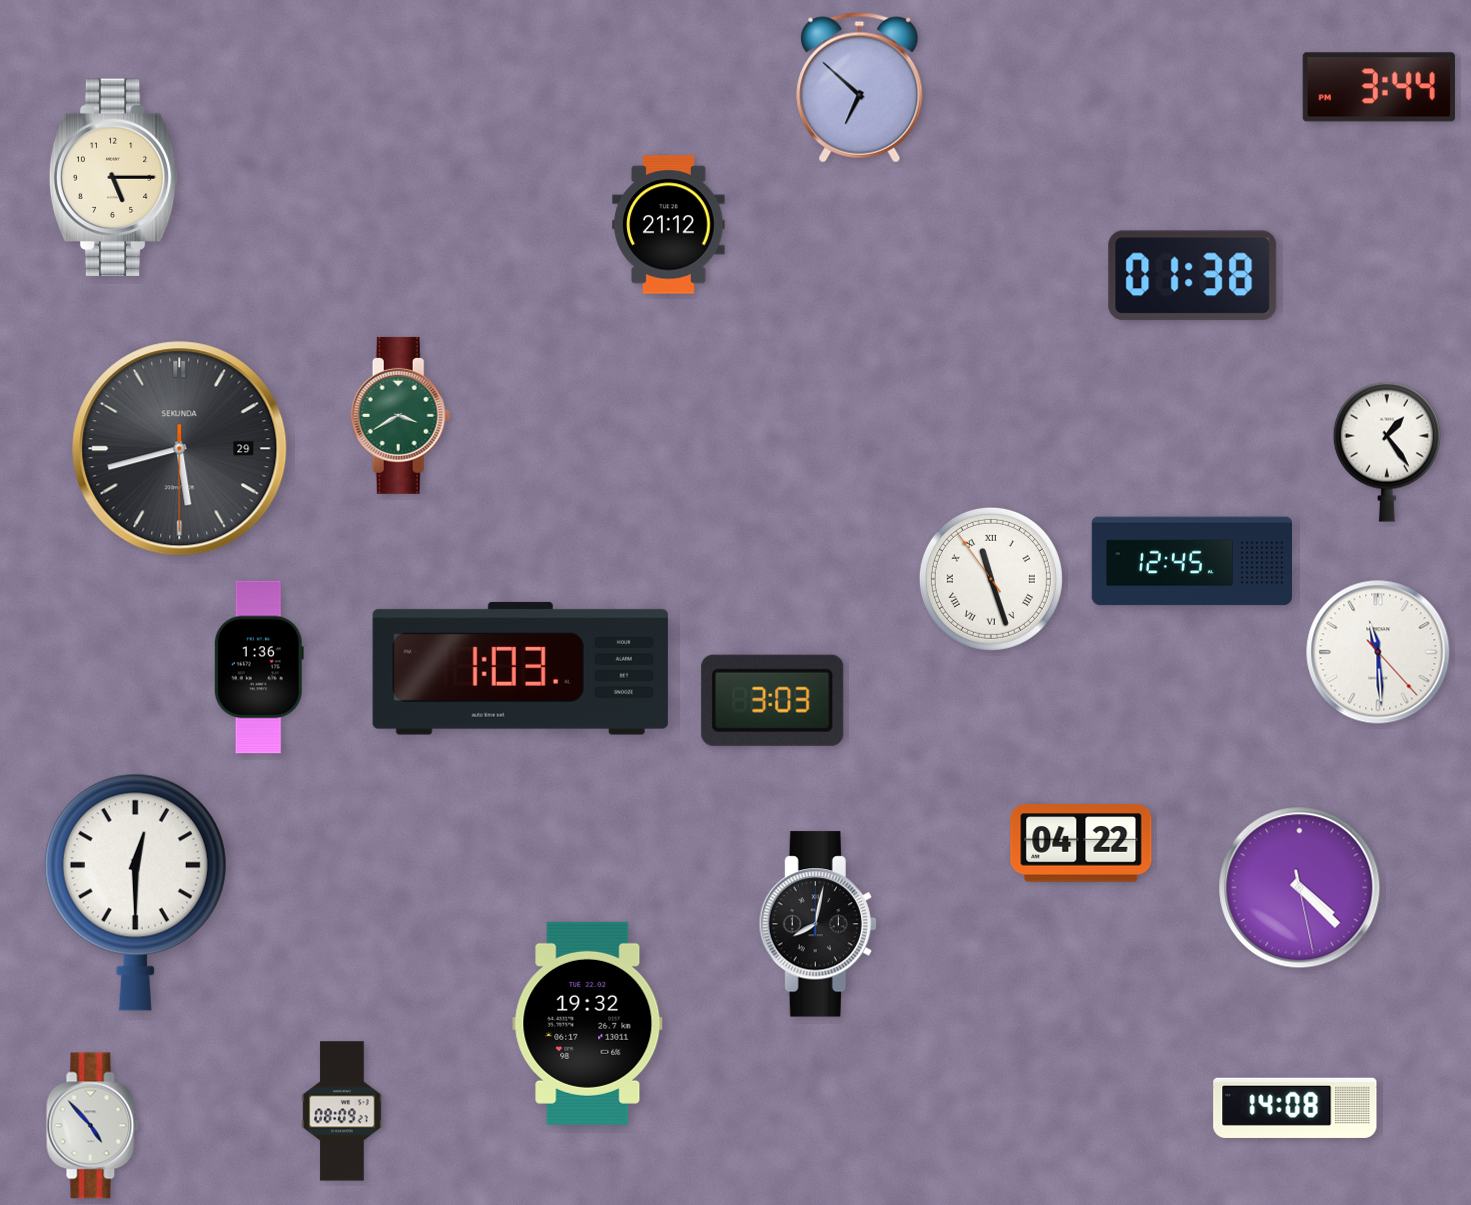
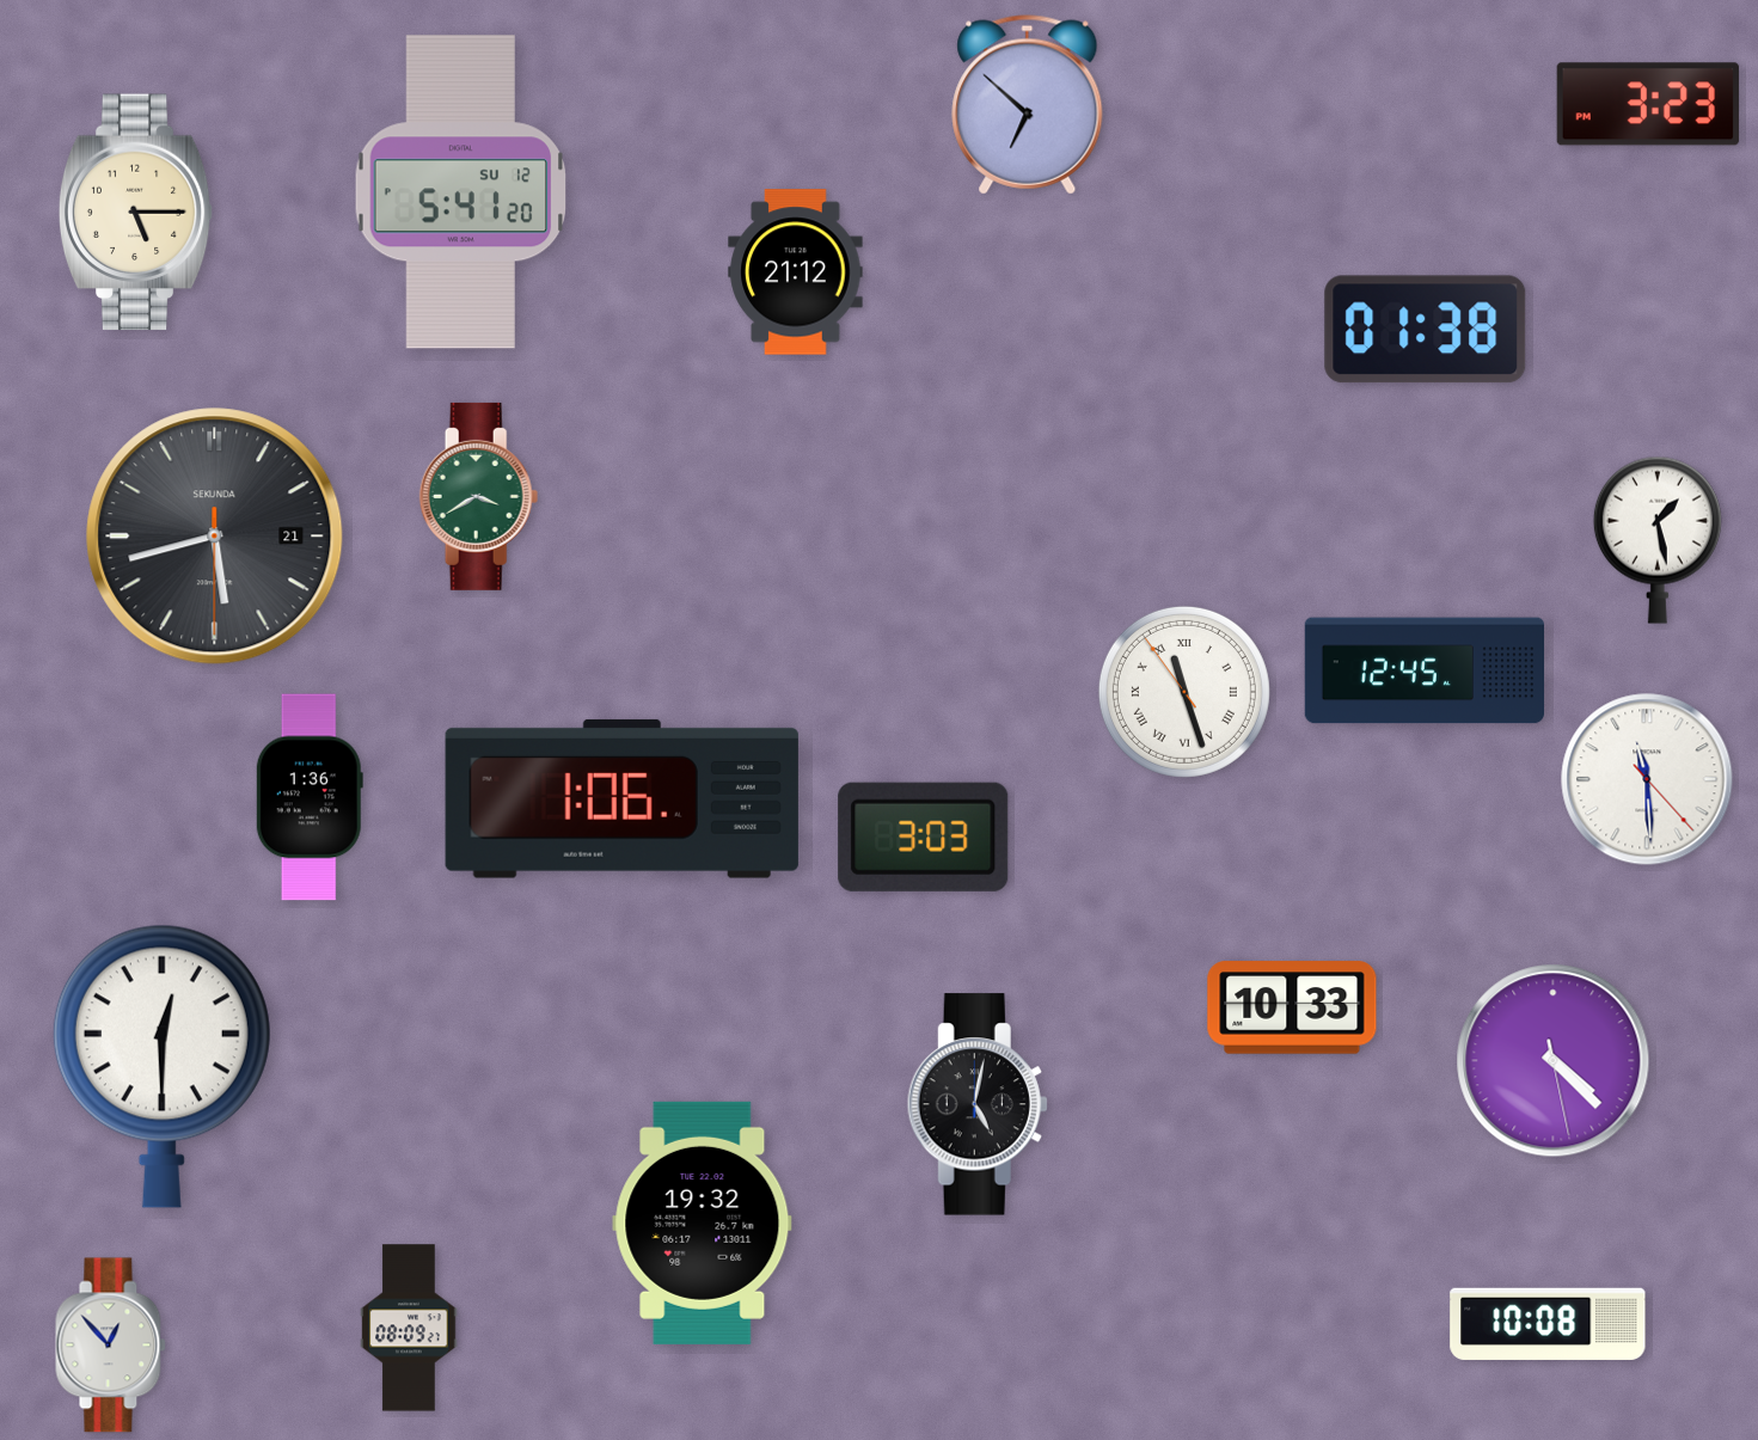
clock at (1379, 87): 3:44 -> 3:23
clock at (461, 192): none -> 5:41
clock at (669, 225) position: (669, 225) -> (796, 272)
clock at (180, 449) date: 29 -> 21
clock at (1387, 452): 1:24 -> 1:28
clock at (520, 668): 1:03 -> 1:06
clock at (1081, 843): 04:22 -> 10:33
clock at (818, 924): 8:02 -> 5:02
clock at (1295, 1108): 14:08 -> 10:08
clock at (93, 1126): 4:53 -> 12:53
